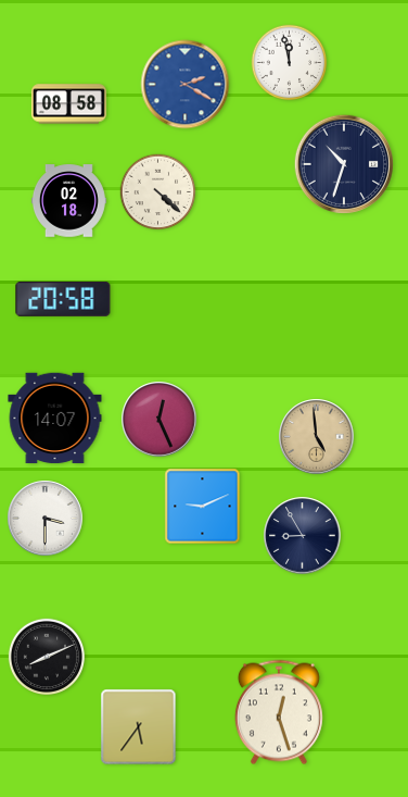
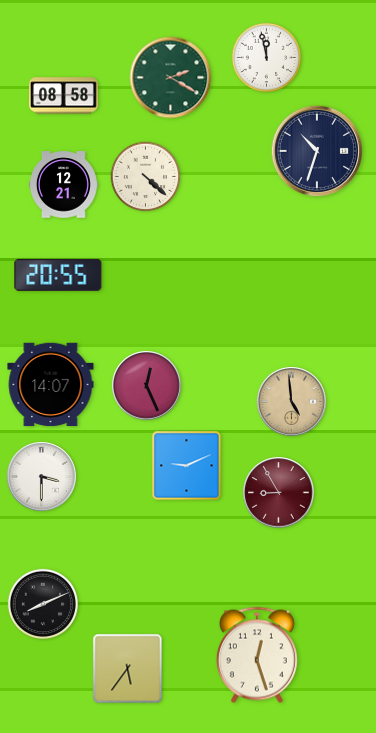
clock at (186, 85) dial: blue -> green
clock at (68, 201): 02:18 -> 12:21
clock at (63, 299): 20:58 -> 20:55
clock at (303, 536) dial: navy -> burgundy
